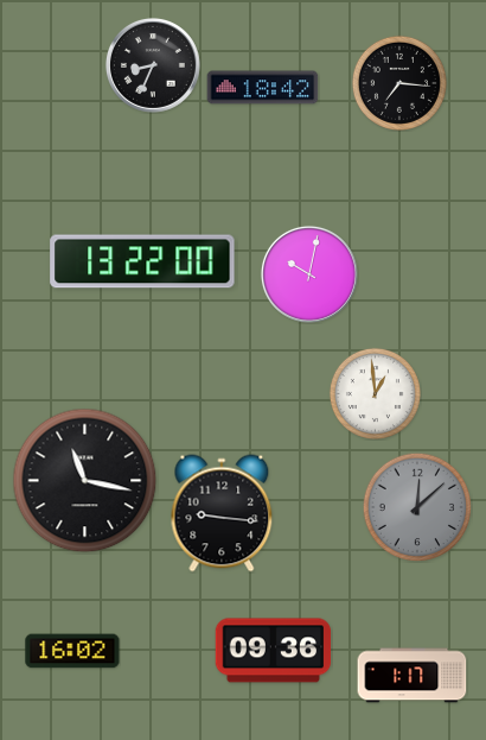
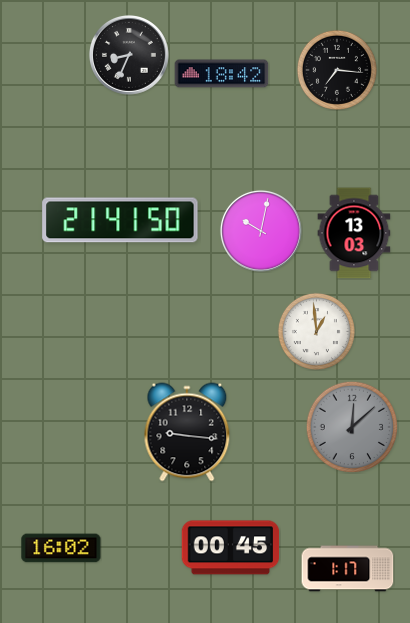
clock at (142, 261): 13:22 -> 21:41
clock at (354, 233): none -> 13:03
clock at (85, 481): 11:17 -> none
clock at (274, 651): 09:36 -> 00:45
